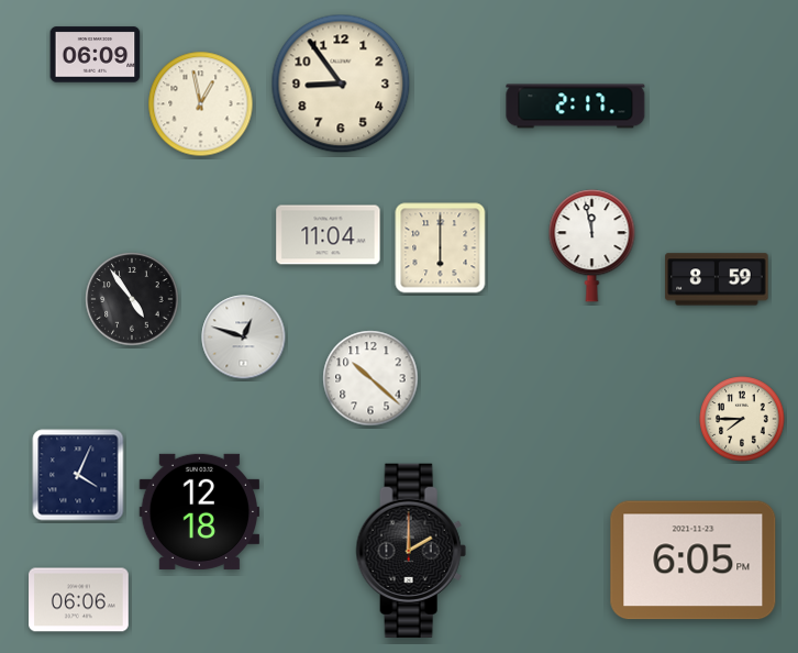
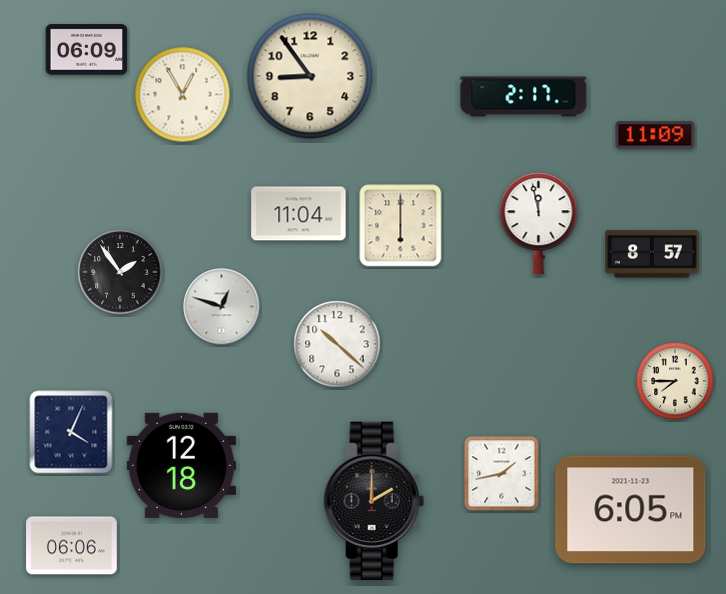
clock at (201, 104): 12:58 -> 12:55
clock at (655, 135): none -> 11:09
clock at (717, 279): 8:59 -> 8:57
clock at (132, 299): 4:54 -> 1:54
clock at (502, 474): none -> 1:43
